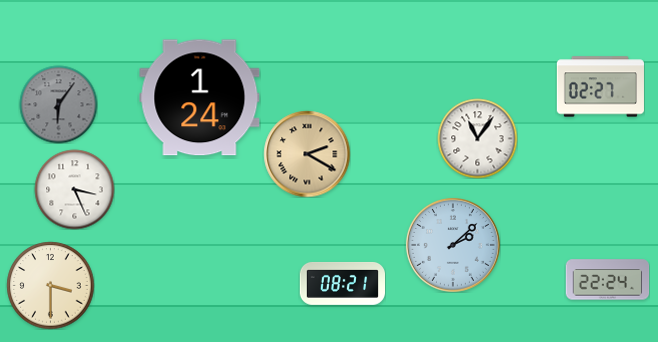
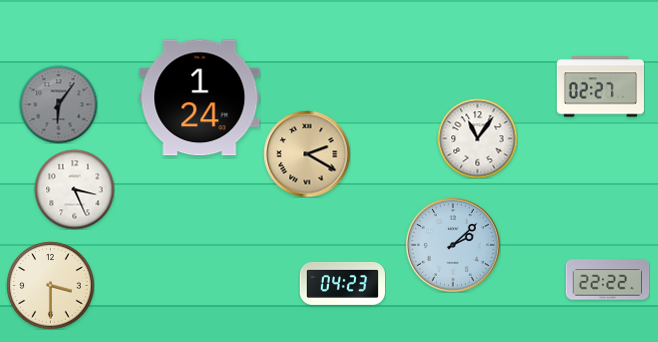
clock at (607, 280): 22:24 -> 22:22
clock at (342, 283): 08:21 -> 04:23
